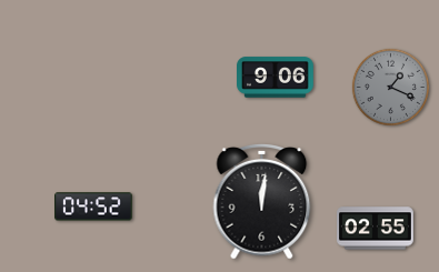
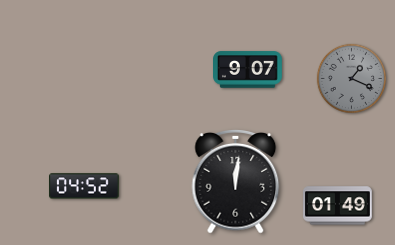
clock at (276, 78): 9:06 -> 9:07
clock at (376, 229): 02:55 -> 01:49
